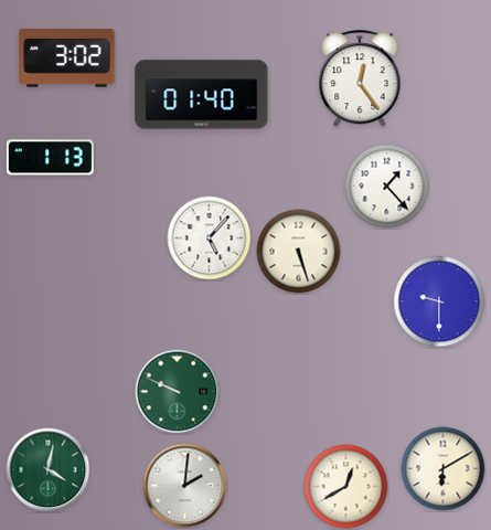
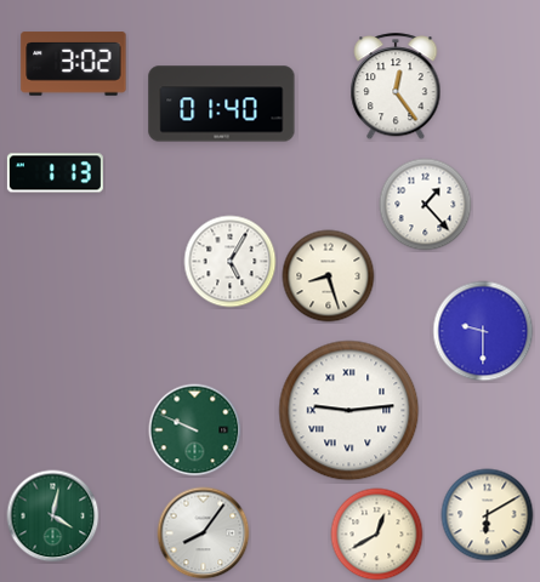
clock at (210, 239): 5:07 -> 5:05
clock at (299, 252): 5:27 -> 8:27
clock at (349, 411): none -> 9:14
clock at (185, 486): 2:01 -> 8:06
clock at (346, 487) position: (346, 487) -> (377, 535)
